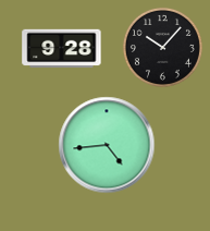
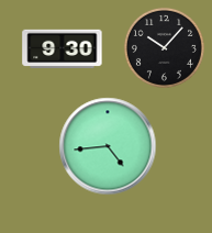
clock at (62, 49): 9:28 -> 9:30
